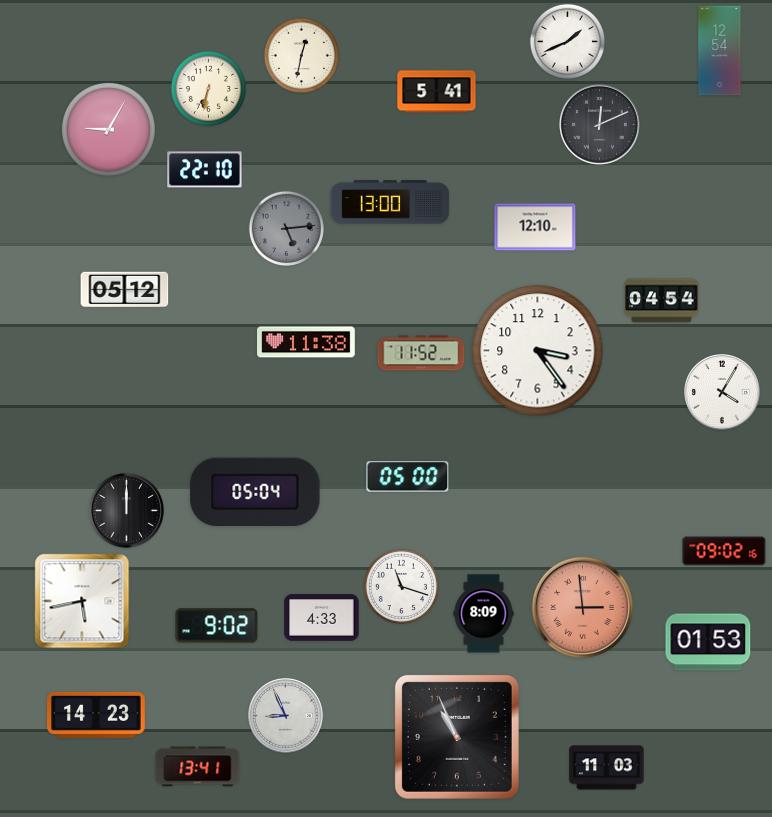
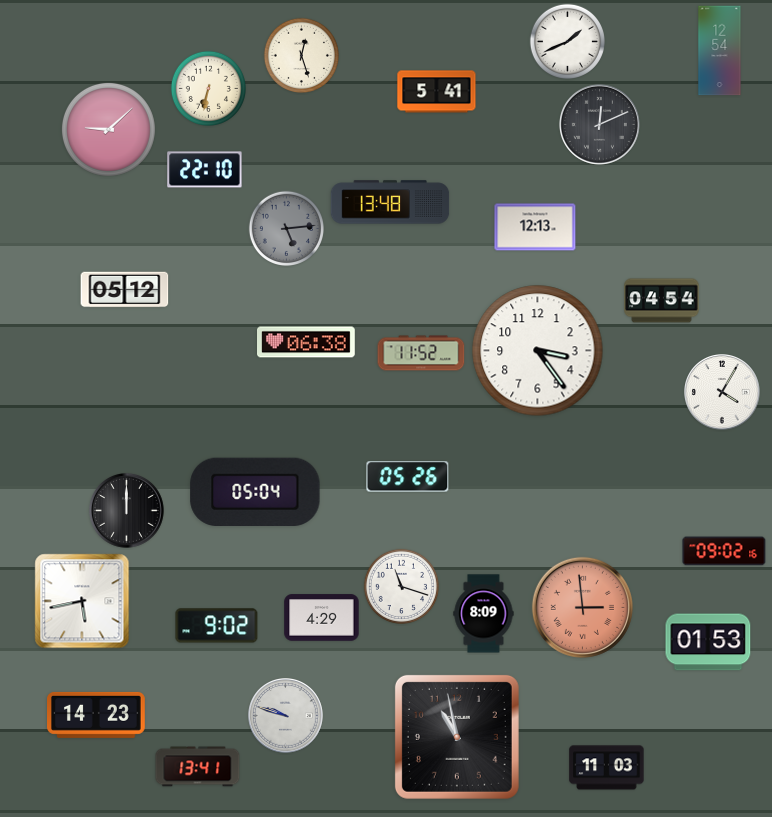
clock at (301, 55): 12:32 -> 12:27
clock at (108, 129): 9:05 -> 9:08
clock at (390, 202): 13:00 -> 13:48
clock at (535, 227): 12:10 -> 12:13
clock at (307, 342): 11:38 -> 06:38
clock at (408, 477): 05:00 -> 05:26
clock at (322, 618): 4:33 -> 4:29
clock at (286, 716): 8:56 -> 9:48
clock at (457, 737): 10:56 -> 10:58
